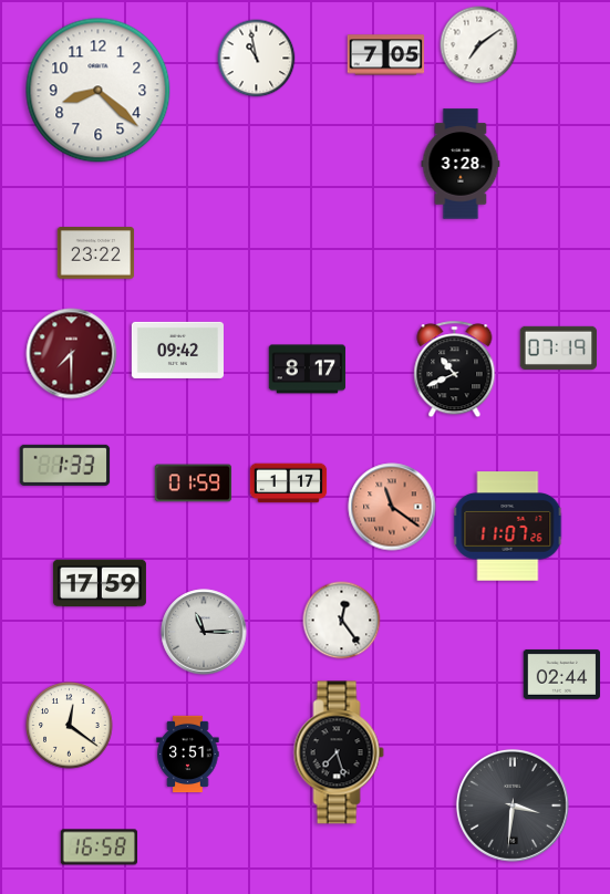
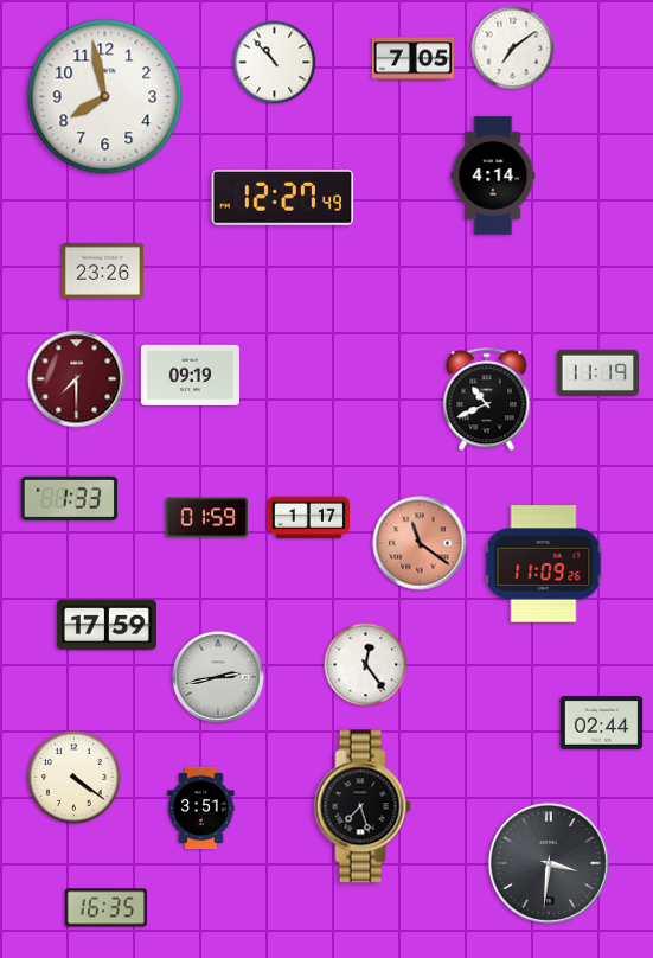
clock at (257, 59): 10:58 -> 10:53
clock at (99, 91): 8:22 -> 7:58
clock at (461, 164): 3:28 -> 4:14
clock at (283, 198): none -> 12:27
clock at (96, 253): 23:22 -> 23:26
clock at (559, 347): 07:19 -> 11:19
clock at (177, 350): 09:42 -> 09:19
clock at (308, 370): 8:17 -> none
clock at (455, 370) position: (455, 370) -> (487, 400)
clock at (508, 527): 11:07 -> 11:09
clock at (204, 632): 11:15 -> 2:43
clock at (70, 726): 12:21 -> 4:21
clock at (100, 848): 16:58 -> 16:35
